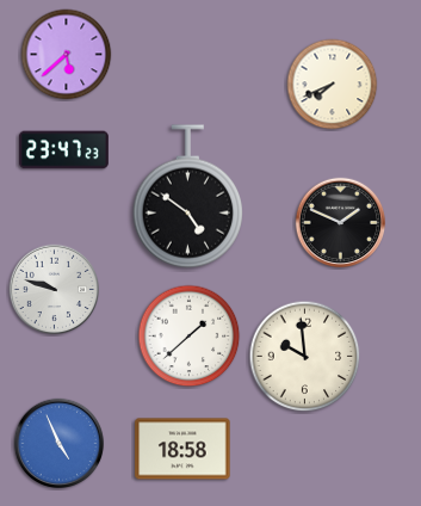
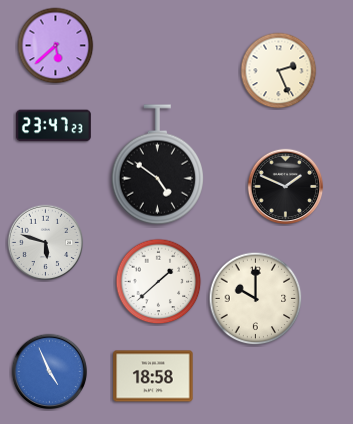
clock at (333, 85): 7:41 -> 2:26
clock at (55, 290): 9:48 -> 5:48
clock at (305, 357): 9:59 -> 10:00
